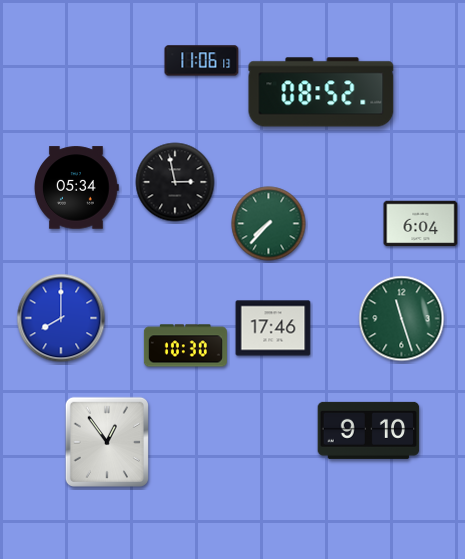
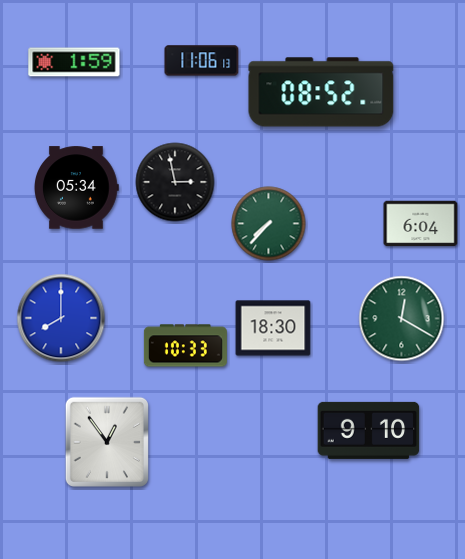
clock at (74, 62): none -> 1:59
clock at (402, 319): 11:27 -> 12:20
clock at (273, 328): 17:46 -> 18:30
clock at (185, 346): 10:30 -> 10:33
